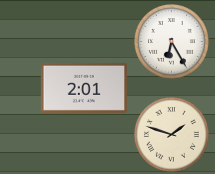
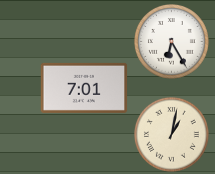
clock at (84, 88): 2:01 -> 7:01
clock at (172, 135): 1:48 -> 1:02
